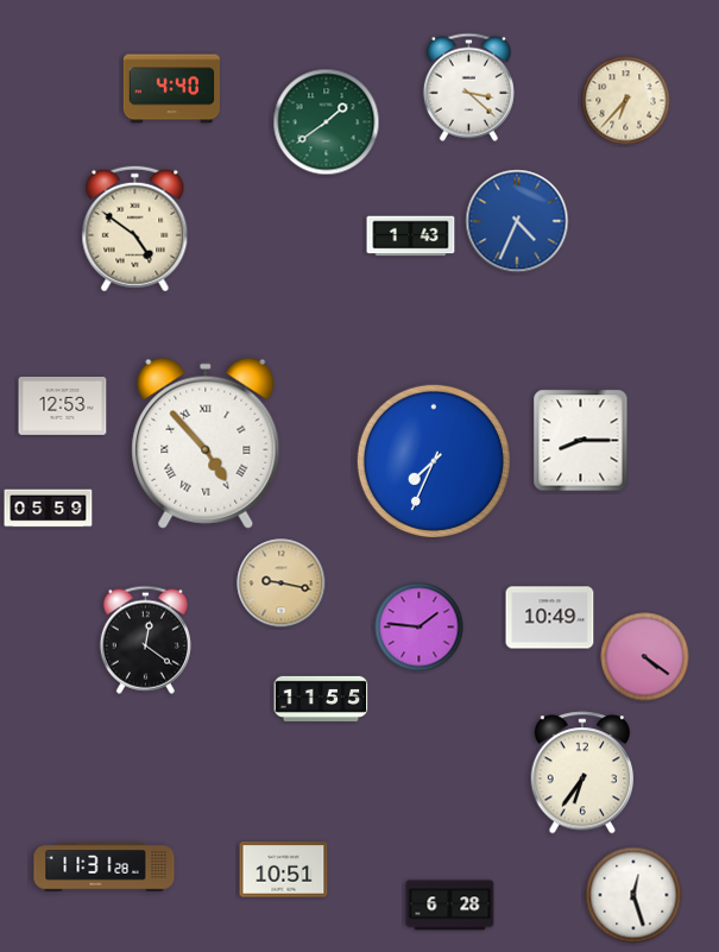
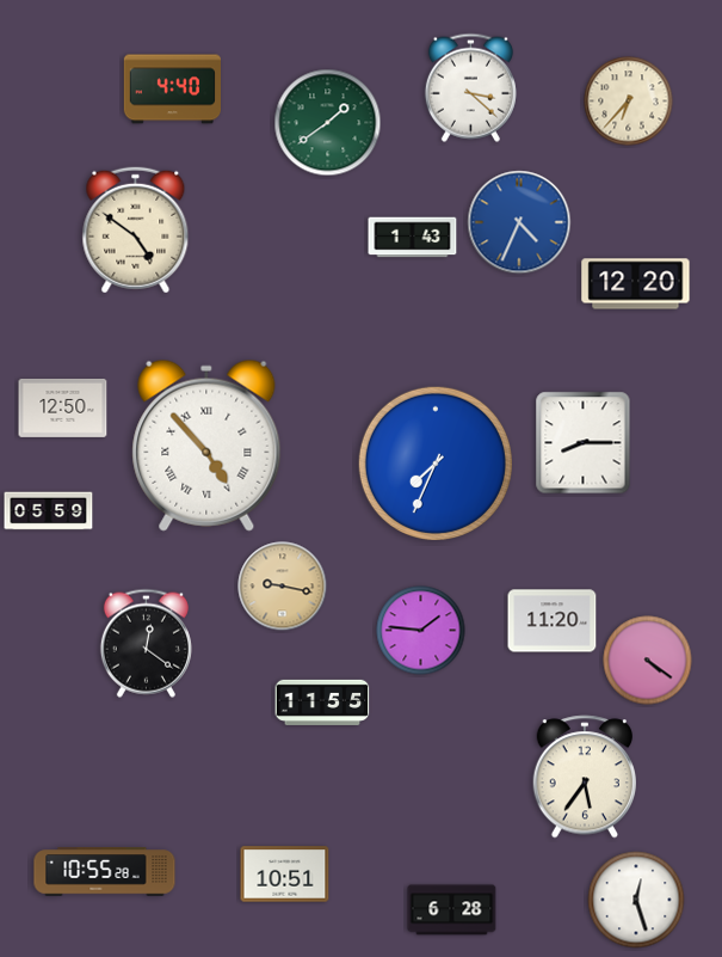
clock at (636, 284): none -> 12:20
clock at (63, 405): 12:53 -> 12:50
clock at (550, 618): 10:49 -> 11:20
clock at (582, 773): 6:36 -> 5:36
clock at (105, 868): 11:31 -> 10:55
